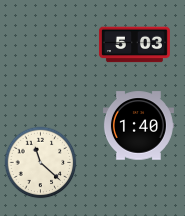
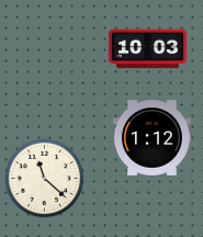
clock at (134, 45): 5:03 -> 10:03
clock at (138, 126): 1:40 -> 1:12
